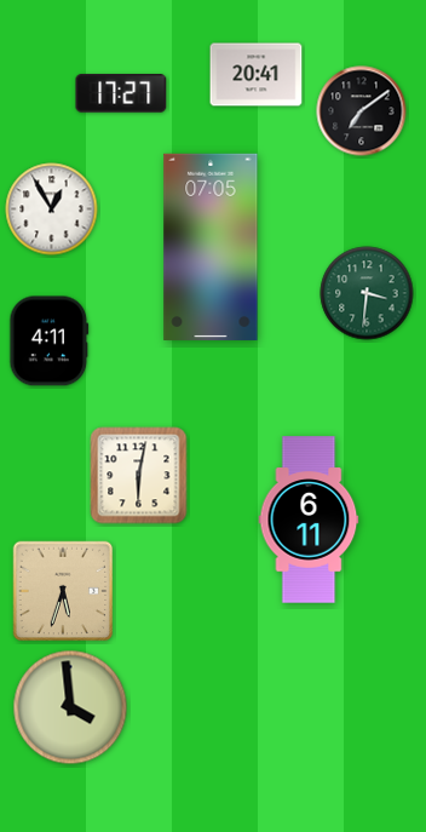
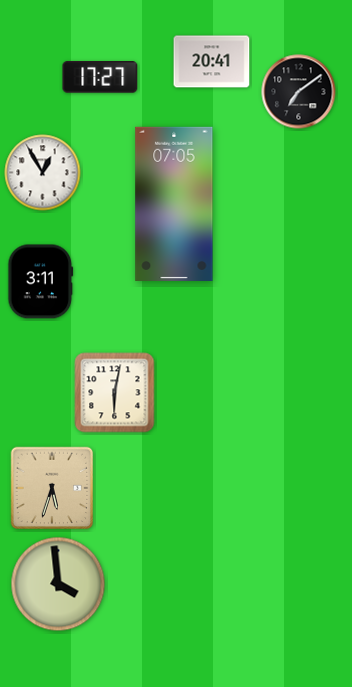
clock at (367, 293): 3:31 -> none
clock at (50, 342): 4:11 -> 3:11
clock at (309, 520): 6:11 -> none
